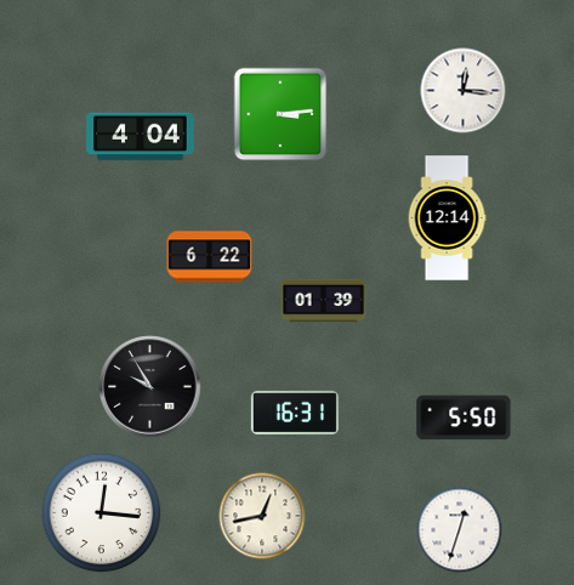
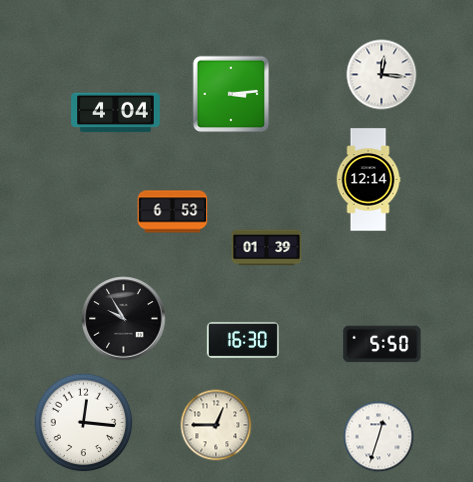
clock at (210, 257): 6:22 -> 6:53
clock at (295, 413): 16:31 -> 16:30
clock at (262, 516): 12:43 -> 12:45
